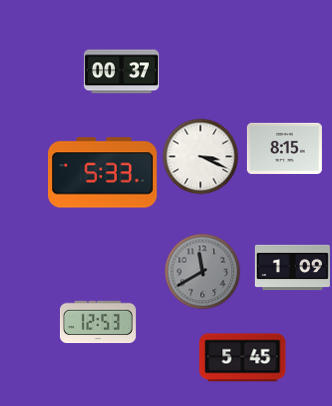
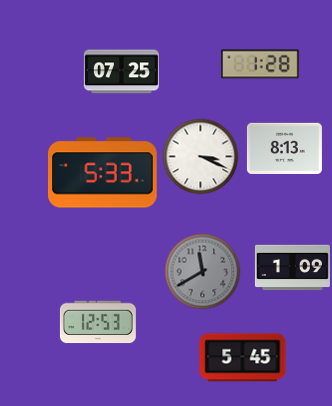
clock at (260, 64): none -> 1:28
clock at (121, 72): 00:37 -> 07:25
clock at (284, 148): 8:15 -> 8:13
